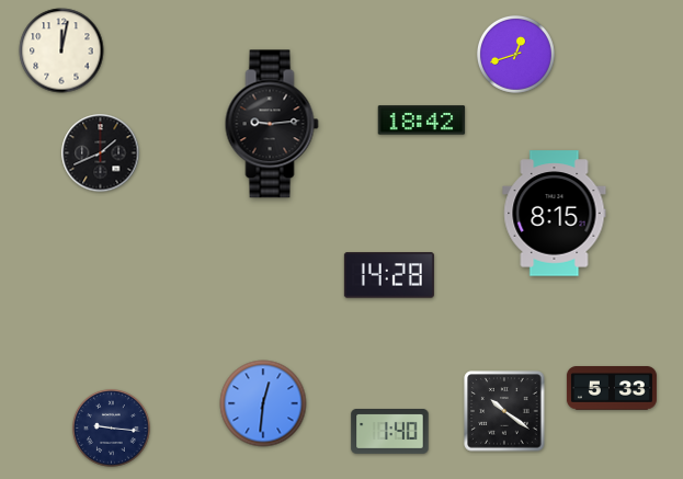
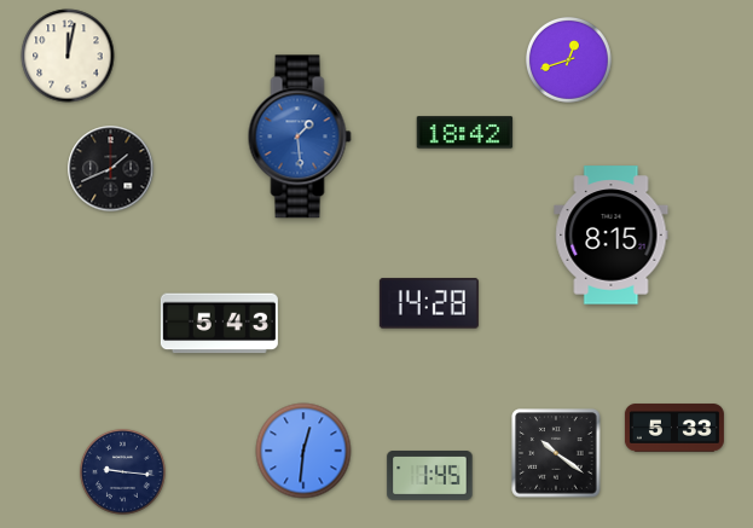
clock at (272, 124): 9:14 -> 1:29
clock at (272, 124) dial: black -> blue
clock at (219, 324): none -> 5:43
clock at (263, 403) position: (263, 403) -> (303, 451)
clock at (390, 432): 1:40 -> 1:45
